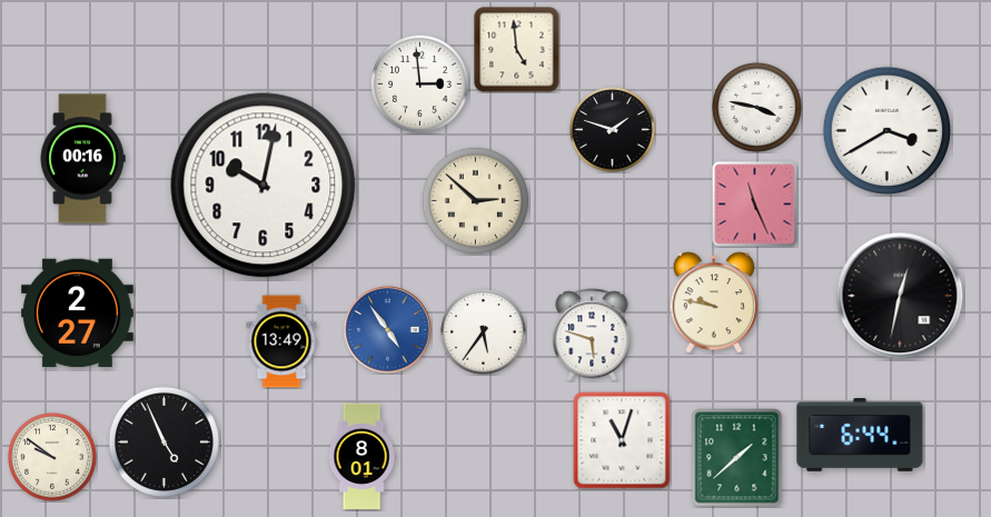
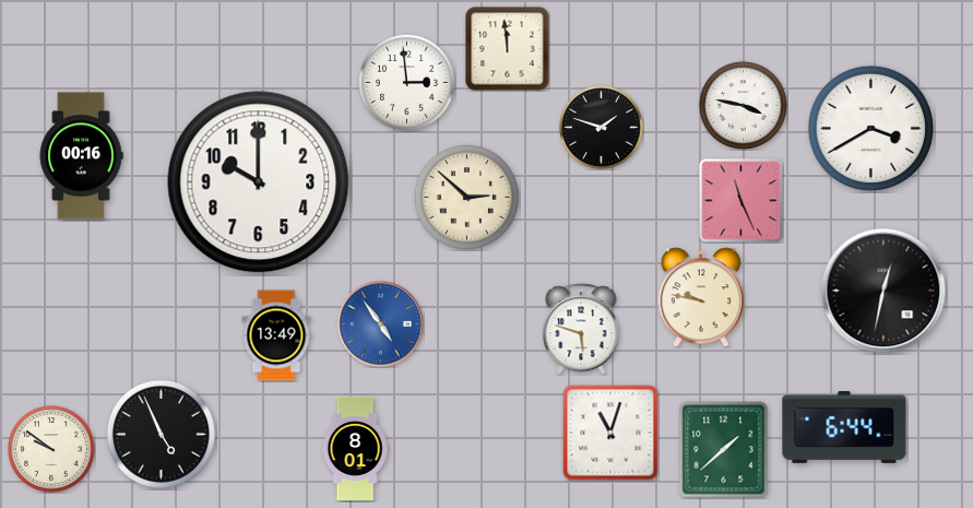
clock at (517, 50): 4:59 -> 11:59
clock at (419, 83) position: (419, 83) -> (406, 82)
clock at (264, 186): 10:02 -> 10:00
clock at (78, 314): 2:27 -> none
clock at (484, 332): 5:36 -> none
